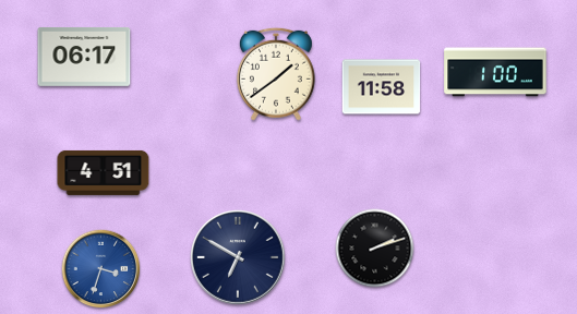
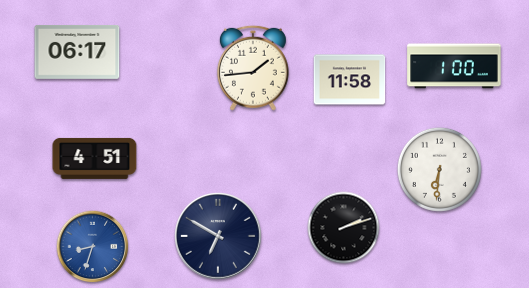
clock at (276, 74): 1:39 -> 1:44
clock at (439, 169): none -> 6:31
clock at (101, 269): 3:33 -> 8:33
